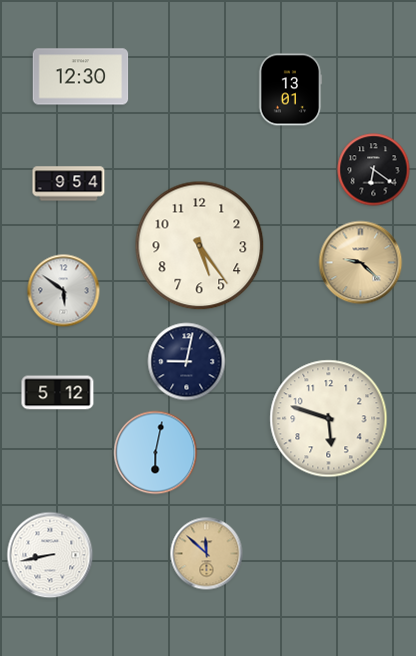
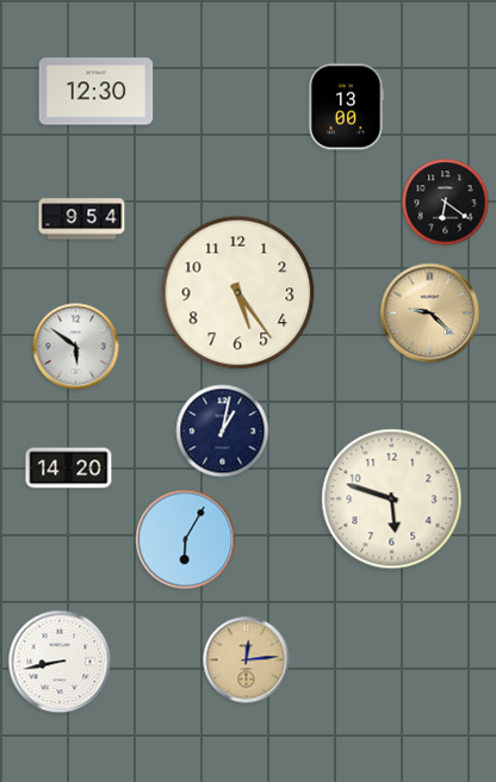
clock at (290, 90): 13:01 -> 13:00
clock at (187, 362): 9:02 -> 1:02
clock at (58, 393): 5:12 -> 14:20
clock at (156, 453): 6:02 -> 6:05
clock at (207, 554): 11:52 -> 12:14
